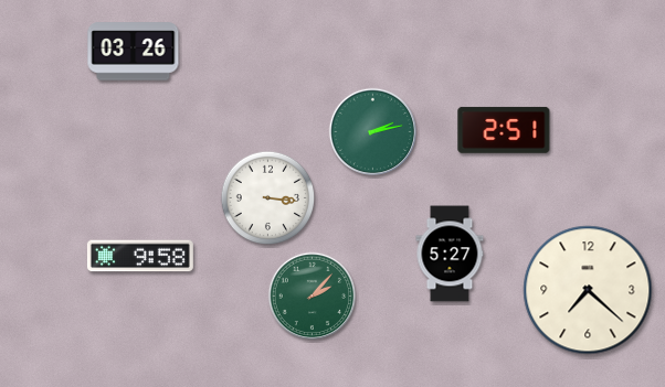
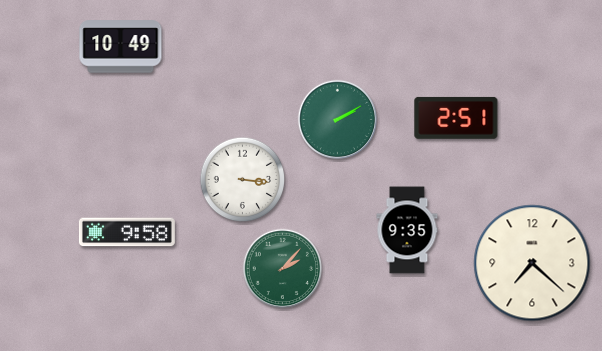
clock at (134, 52): 03:26 -> 10:49
clock at (372, 131): 2:13 -> 2:10
clock at (450, 254): 5:27 -> 9:35
